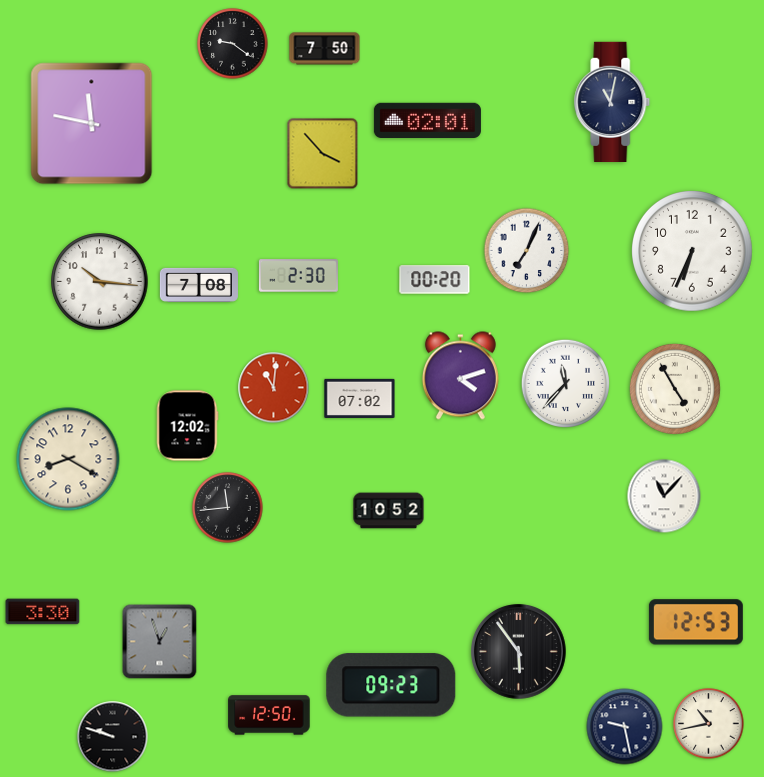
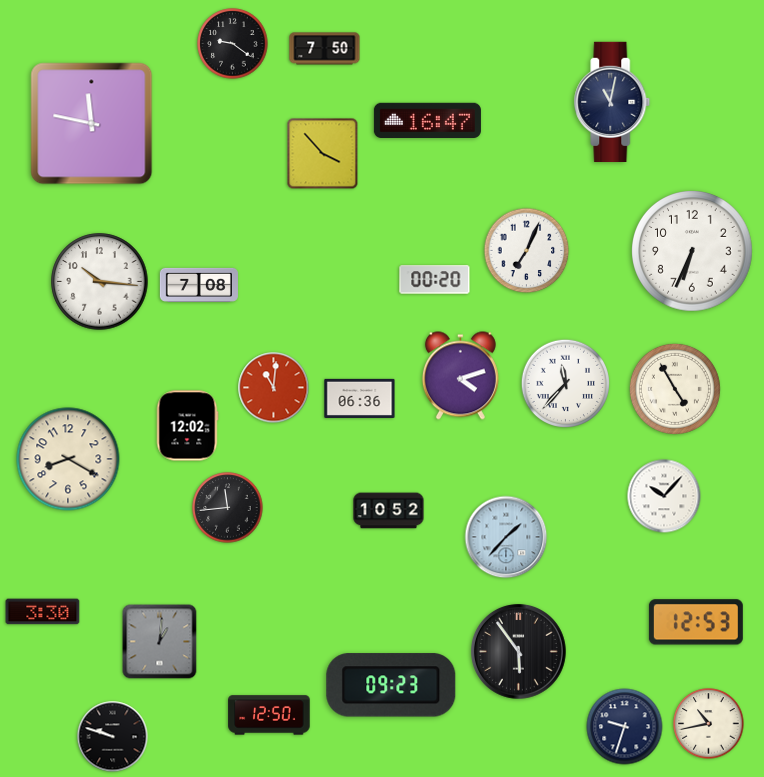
clock at (427, 120): 02:01 -> 16:47
clock at (298, 276): 2:30 -> none
clock at (360, 398): 07:02 -> 06:36
clock at (664, 496): 11:07 -> 10:07
clock at (506, 537): none -> 1:37
clock at (160, 642): 12:57 -> 1:01
clock at (625, 727): 9:28 -> 9:33
